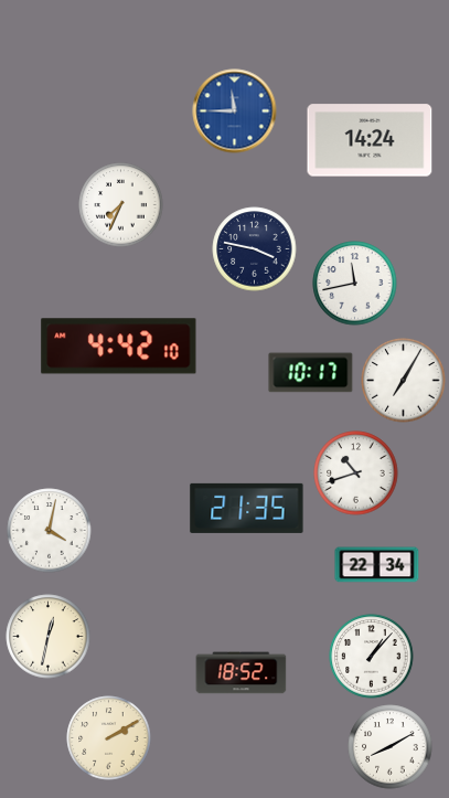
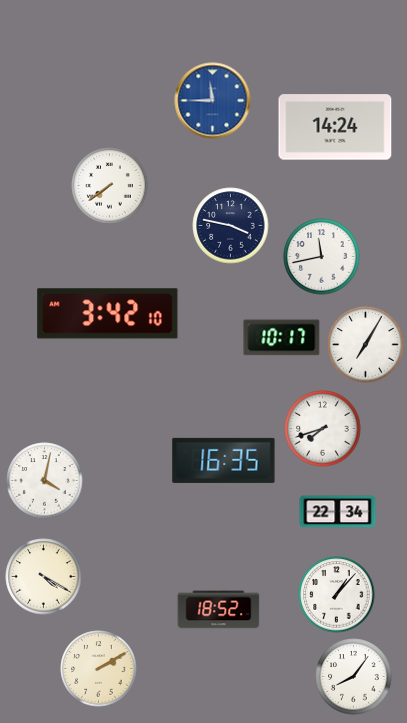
clock at (121, 205): 7:34 -> 7:39
clock at (119, 347): 4:42 -> 3:42
clock at (356, 474): 10:42 -> 7:42
clock at (247, 508): 21:35 -> 16:35
clock at (377, 565) position: (377, 565) -> (338, 512)
clock at (49, 637): 12:32 -> 4:20
clock at (391, 747): 8:10 -> 8:06
